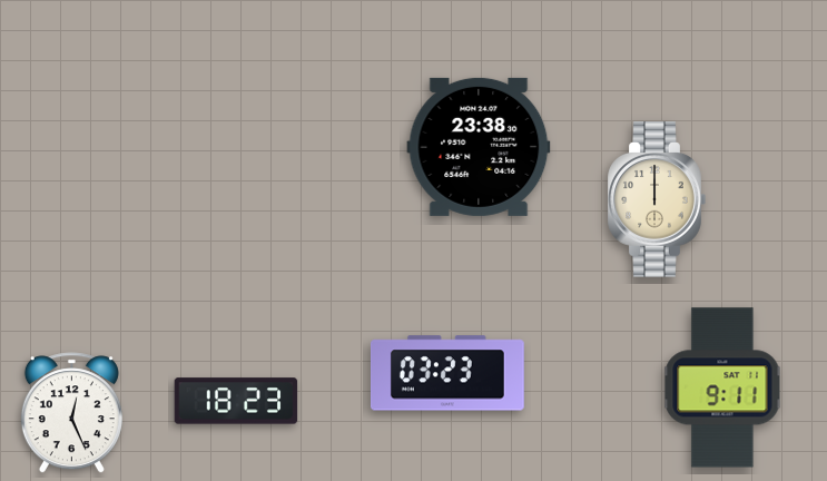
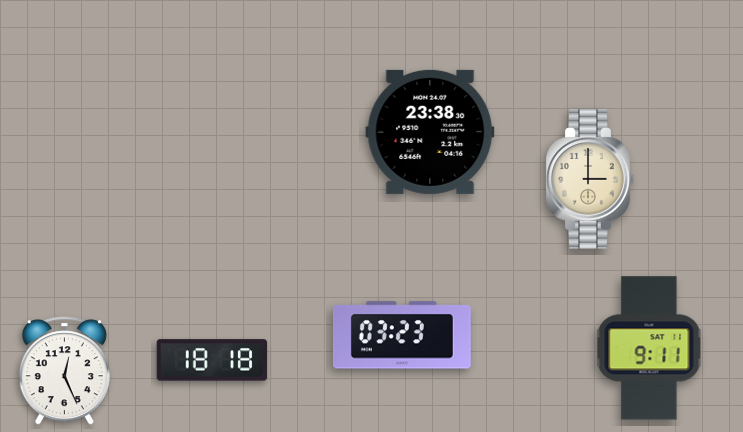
clock at (657, 199): 12:00 -> 3:00
clock at (236, 401): 18:23 -> 18:18
